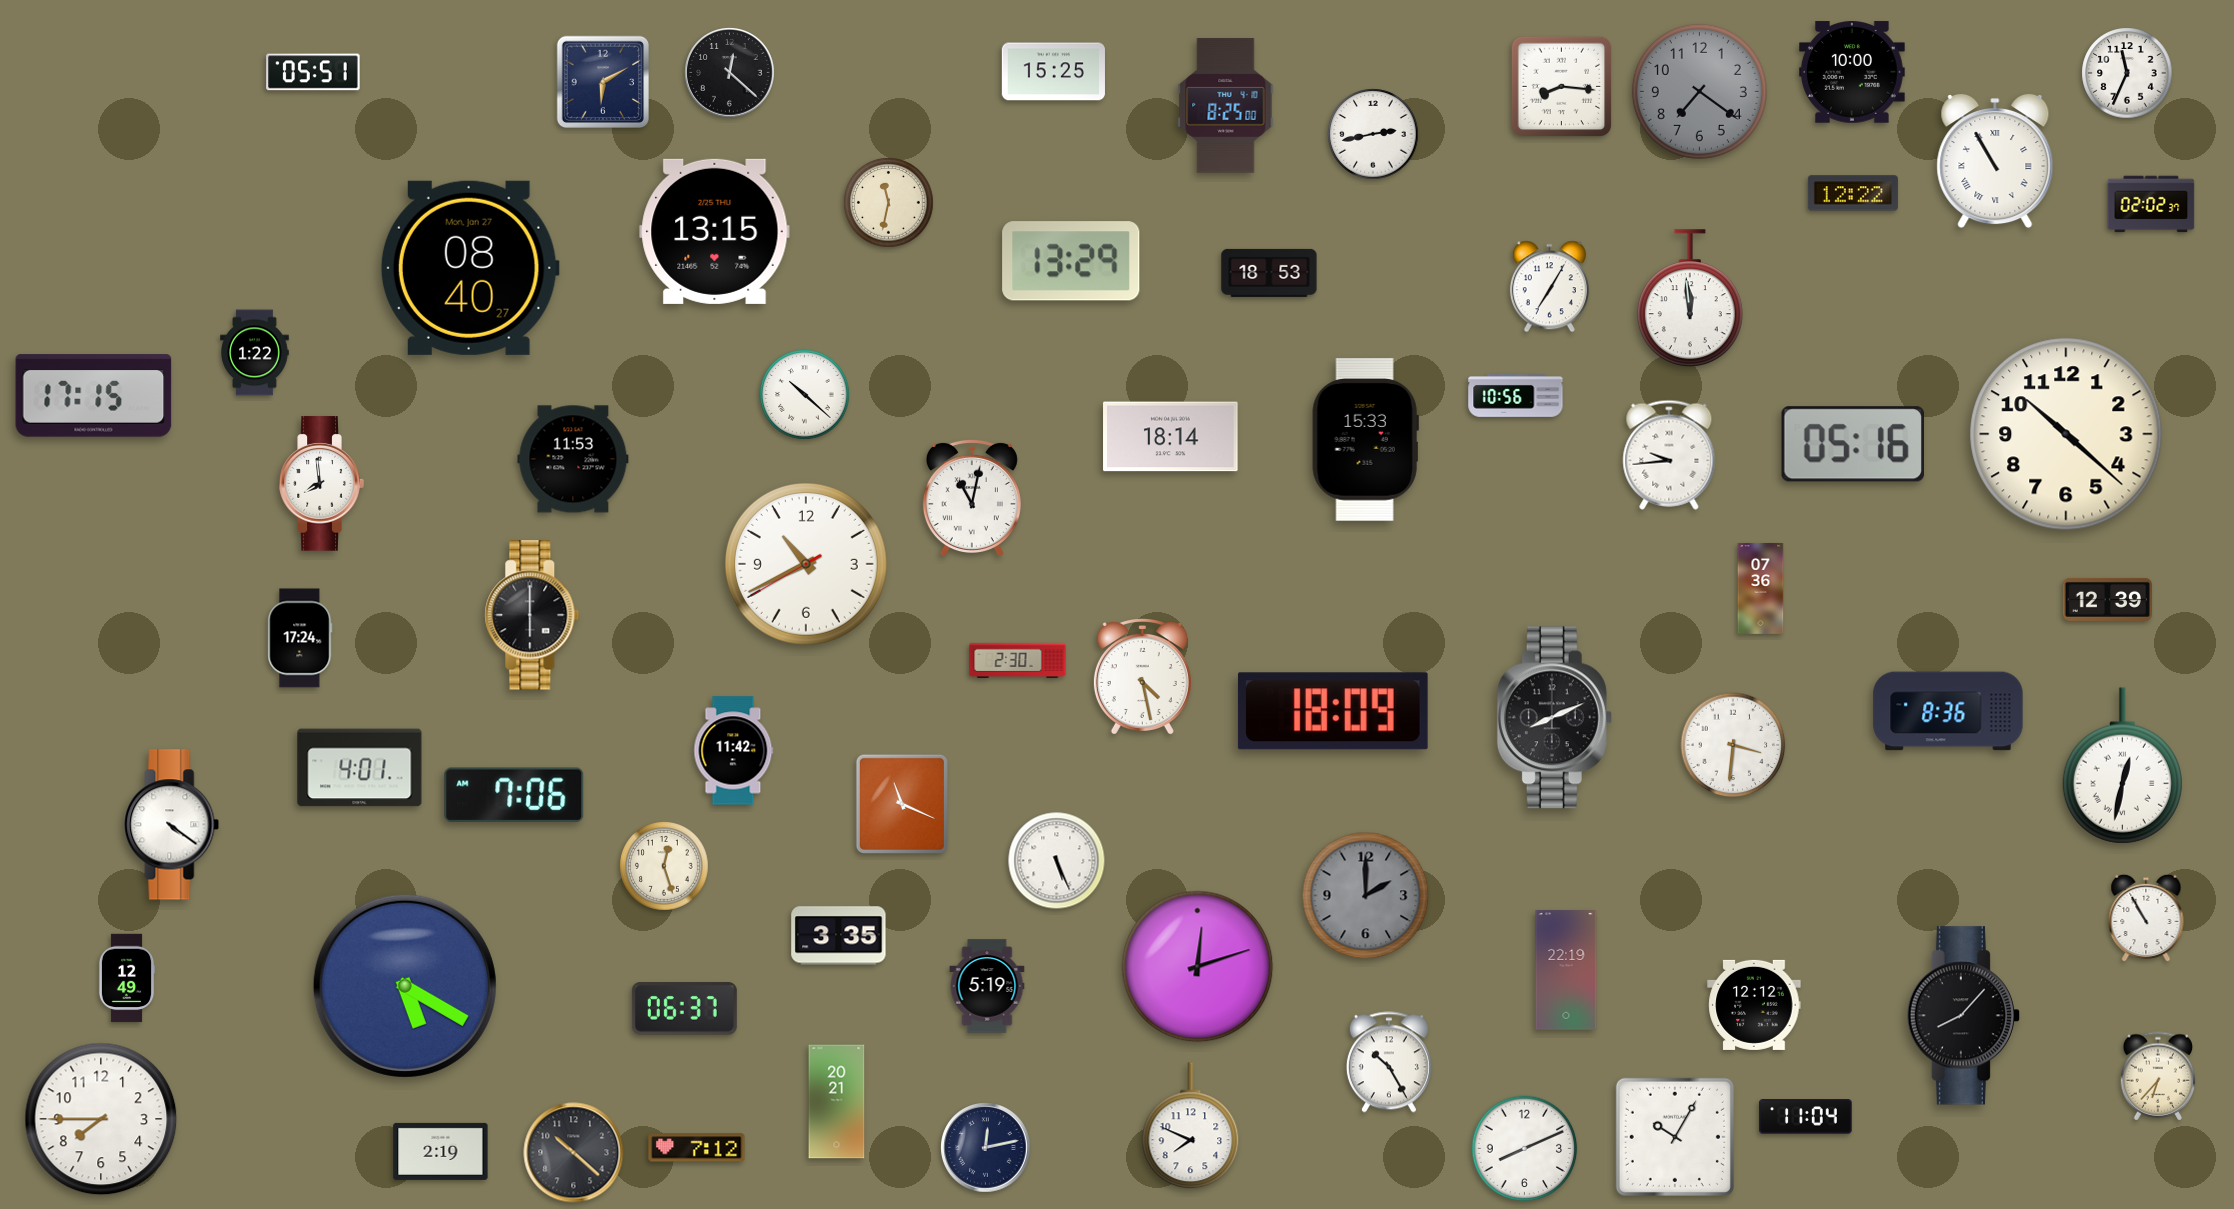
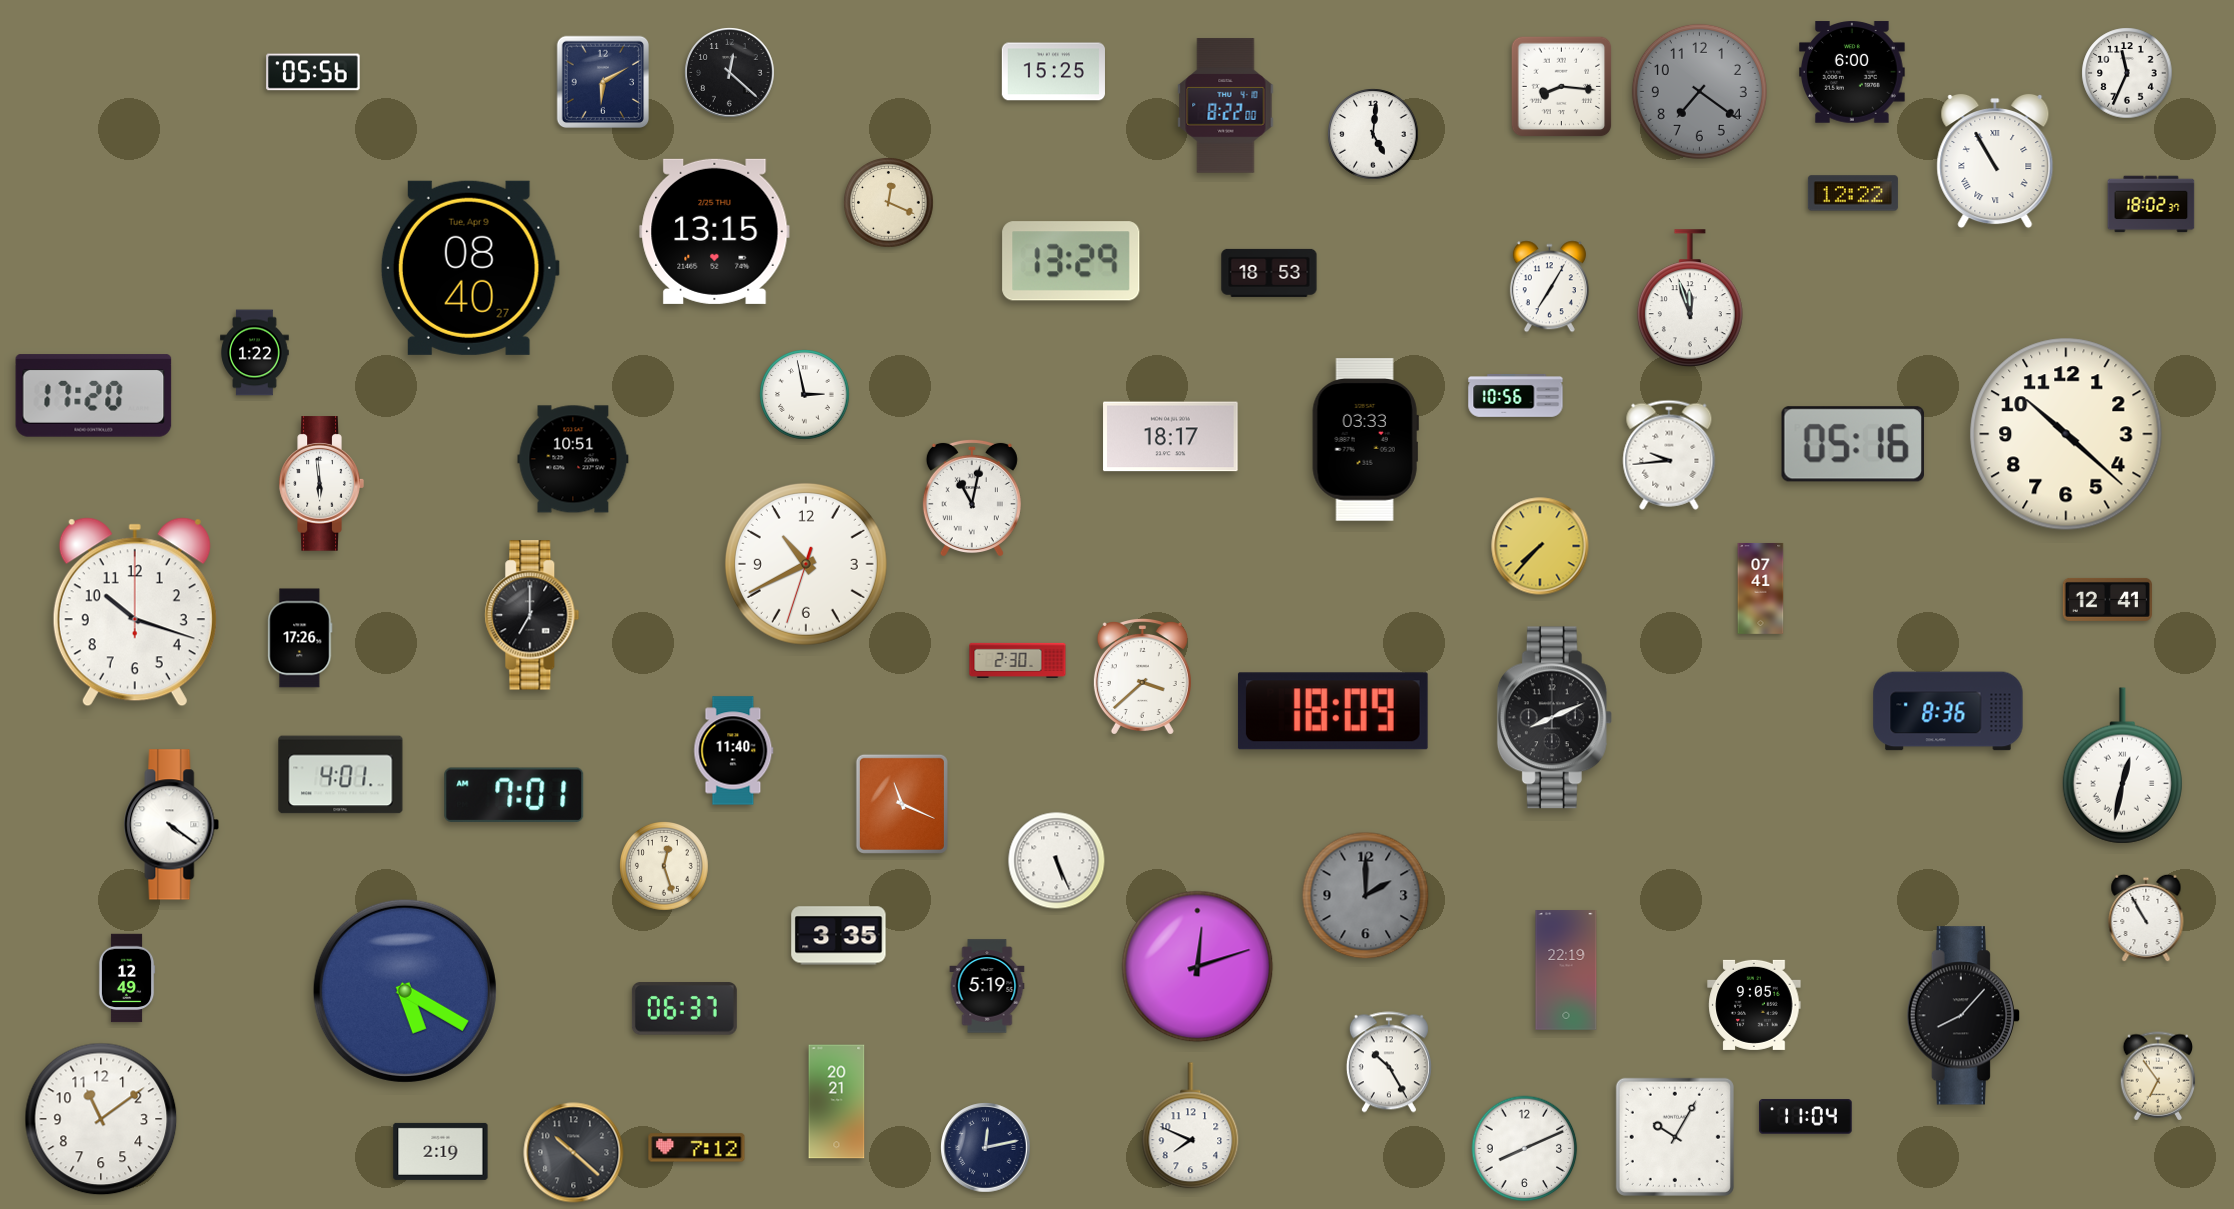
clock at (313, 72): 05:51 -> 05:56
clock at (1853, 72): 10:00 -> 6:00
clock at (1226, 106): 8:25 -> 8:22
clock at (1373, 134): 2:43 -> 5:01
clock at (889, 203): 11:32 -> 12:19
clock at (2151, 204): 02:02 -> 18:02
clock at (470, 268) date: Mon, Jan 27 -> Tue, Apr 9
clock at (1690, 299): 11:59 -> 11:57
clock at (805, 395): 10:22 -> 2:58
clock at (94, 396): 17:15 -> 17:20
clock at (1171, 437): 18:14 -> 18:17
clock at (1365, 440): 15:33 -> 03:33
clock at (573, 459): 11:53 -> 10:51
clock at (321, 484): 7:59 -> 5:59
clock at (1540, 546): none -> 7:37
clock at (806, 564): 10:40:40 -> 10:40:33
clock at (1761, 588): 07:36 -> 07:41
clock at (2107, 599): 12:39 -> 12:41
clock at (135, 612): none -> 10:18
clock at (532, 615): 6:00 -> 7:00
clock at (300, 638): 17:24 -> 17:26
clock at (1142, 677): 4:28 -> 3:38
clock at (1733, 745): 3:31 -> none
clock at (734, 751): 11:42 -> 11:40
clock at (360, 768) position: (360, 768) -> (341, 775)
clock at (514, 795): 7:06 -> 7:01
clock at (405, 986) position: (405, 986) -> (405, 991)
clock at (1754, 1005): 12:12 -> 9:05
clock at (2158, 1076): 6:37 -> 6:54
clock at (101, 1119): 7:45 -> 11:09
